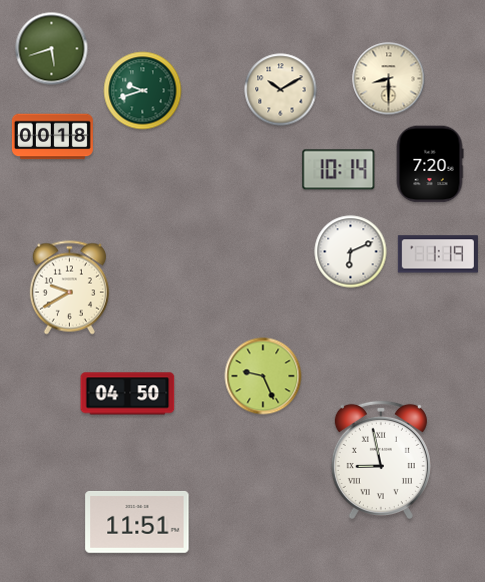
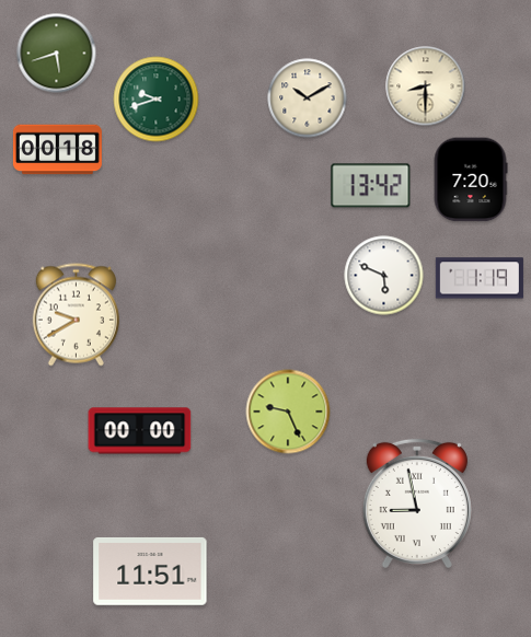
clock at (339, 170): 10:14 -> 13:42
clock at (351, 252): 6:11 -> 5:49
clock at (128, 394): 04:50 -> 00:00
